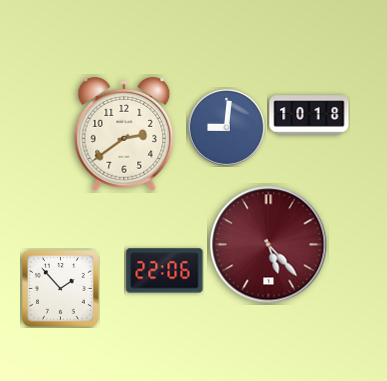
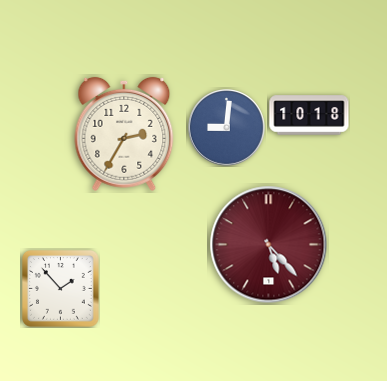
clock at (124, 134): 2:39 -> 2:35
clock at (165, 271): 22:06 -> none
